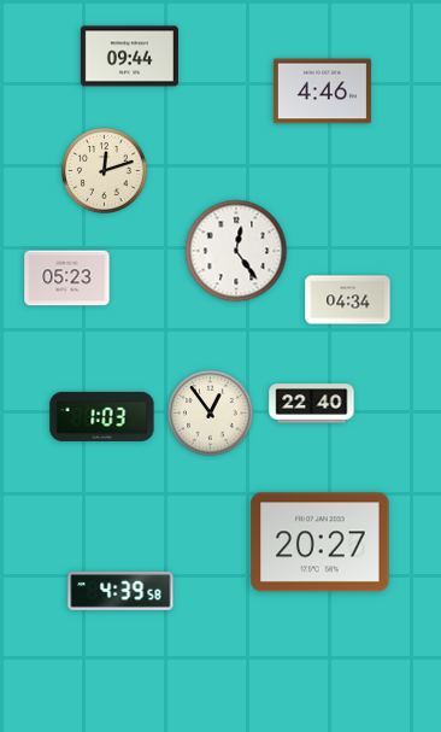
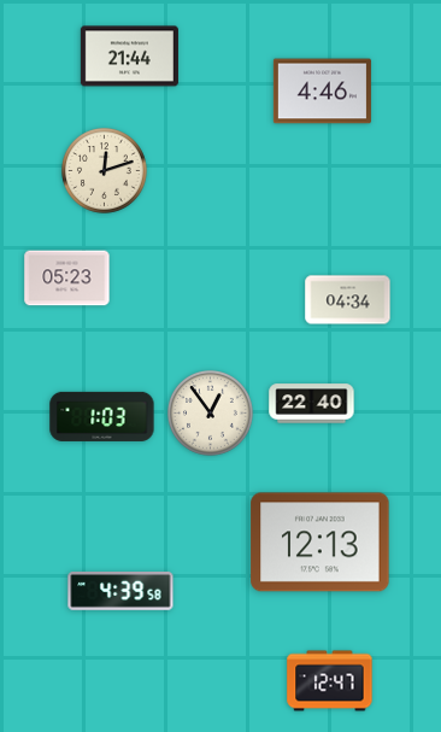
clock at (129, 57): 09:44 -> 21:44
clock at (236, 251): 12:24 -> none
clock at (321, 543): 20:27 -> 12:13
clock at (330, 681): none -> 12:47
